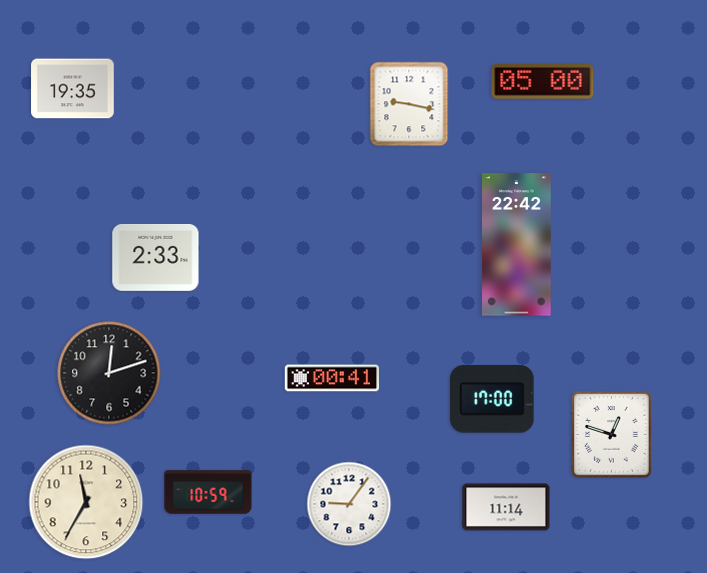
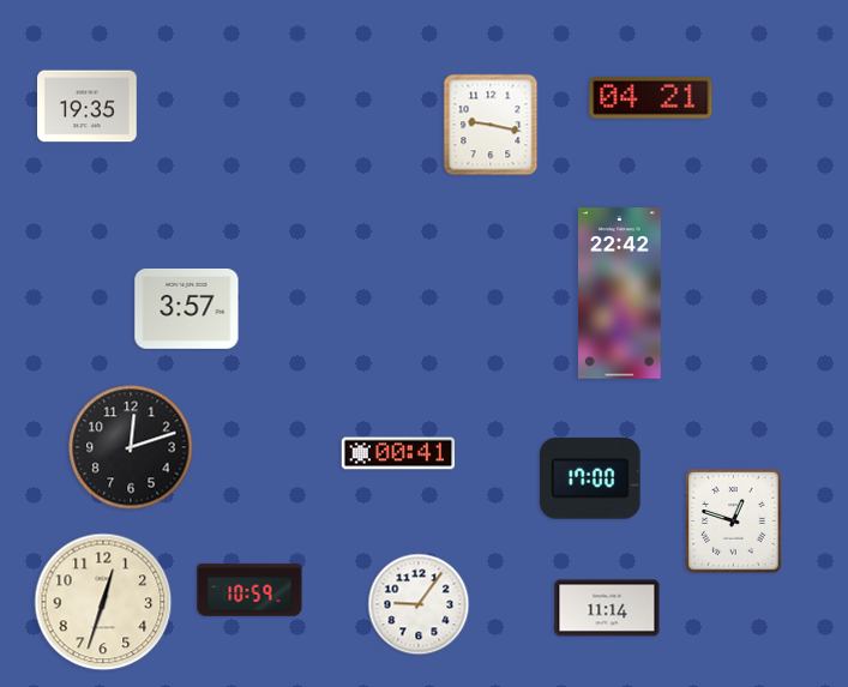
clock at (543, 82): 05:00 -> 04:21
clock at (156, 257): 2:33 -> 3:57
clock at (86, 502): 11:35 -> 12:33
